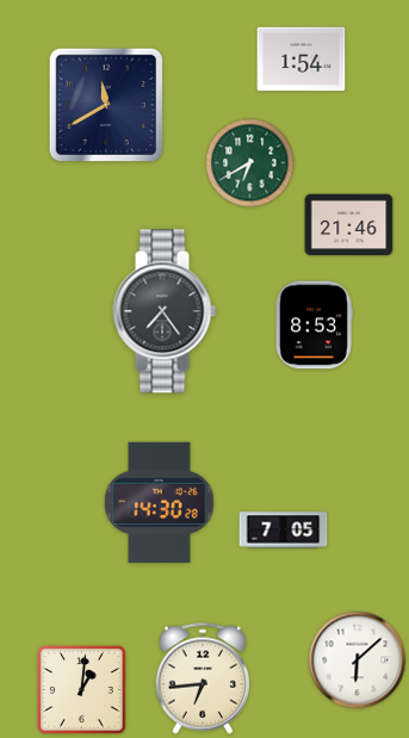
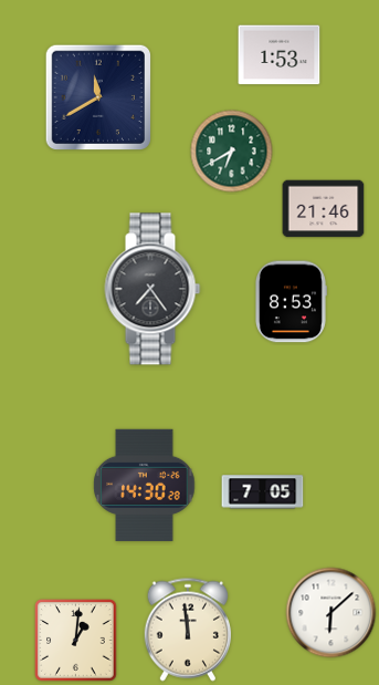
clock at (302, 60): 1:54 -> 1:53
clock at (160, 502) position: (160, 502) -> (145, 485)
clock at (202, 678): 6:44 -> 11:59
